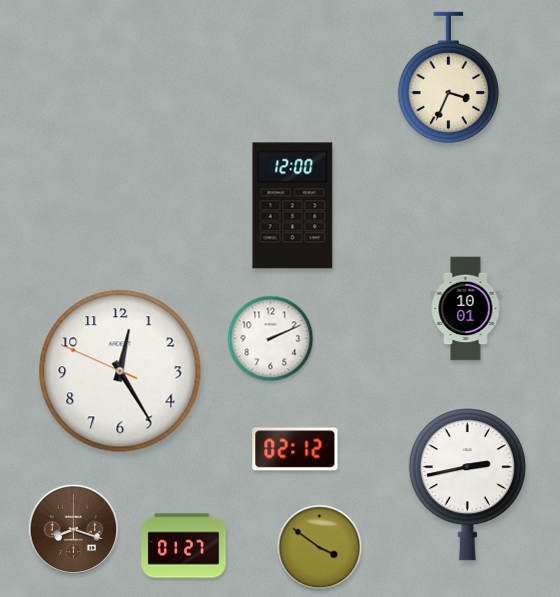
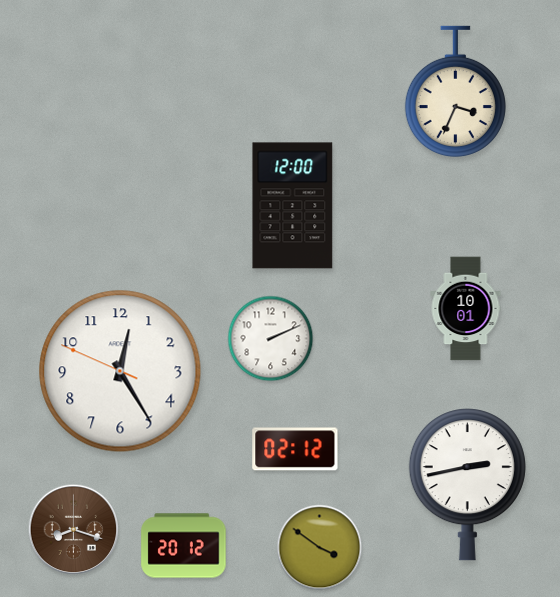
clock at (448, 78) position: (448, 78) -> (455, 92)
clock at (184, 546): 01:27 -> 20:12
